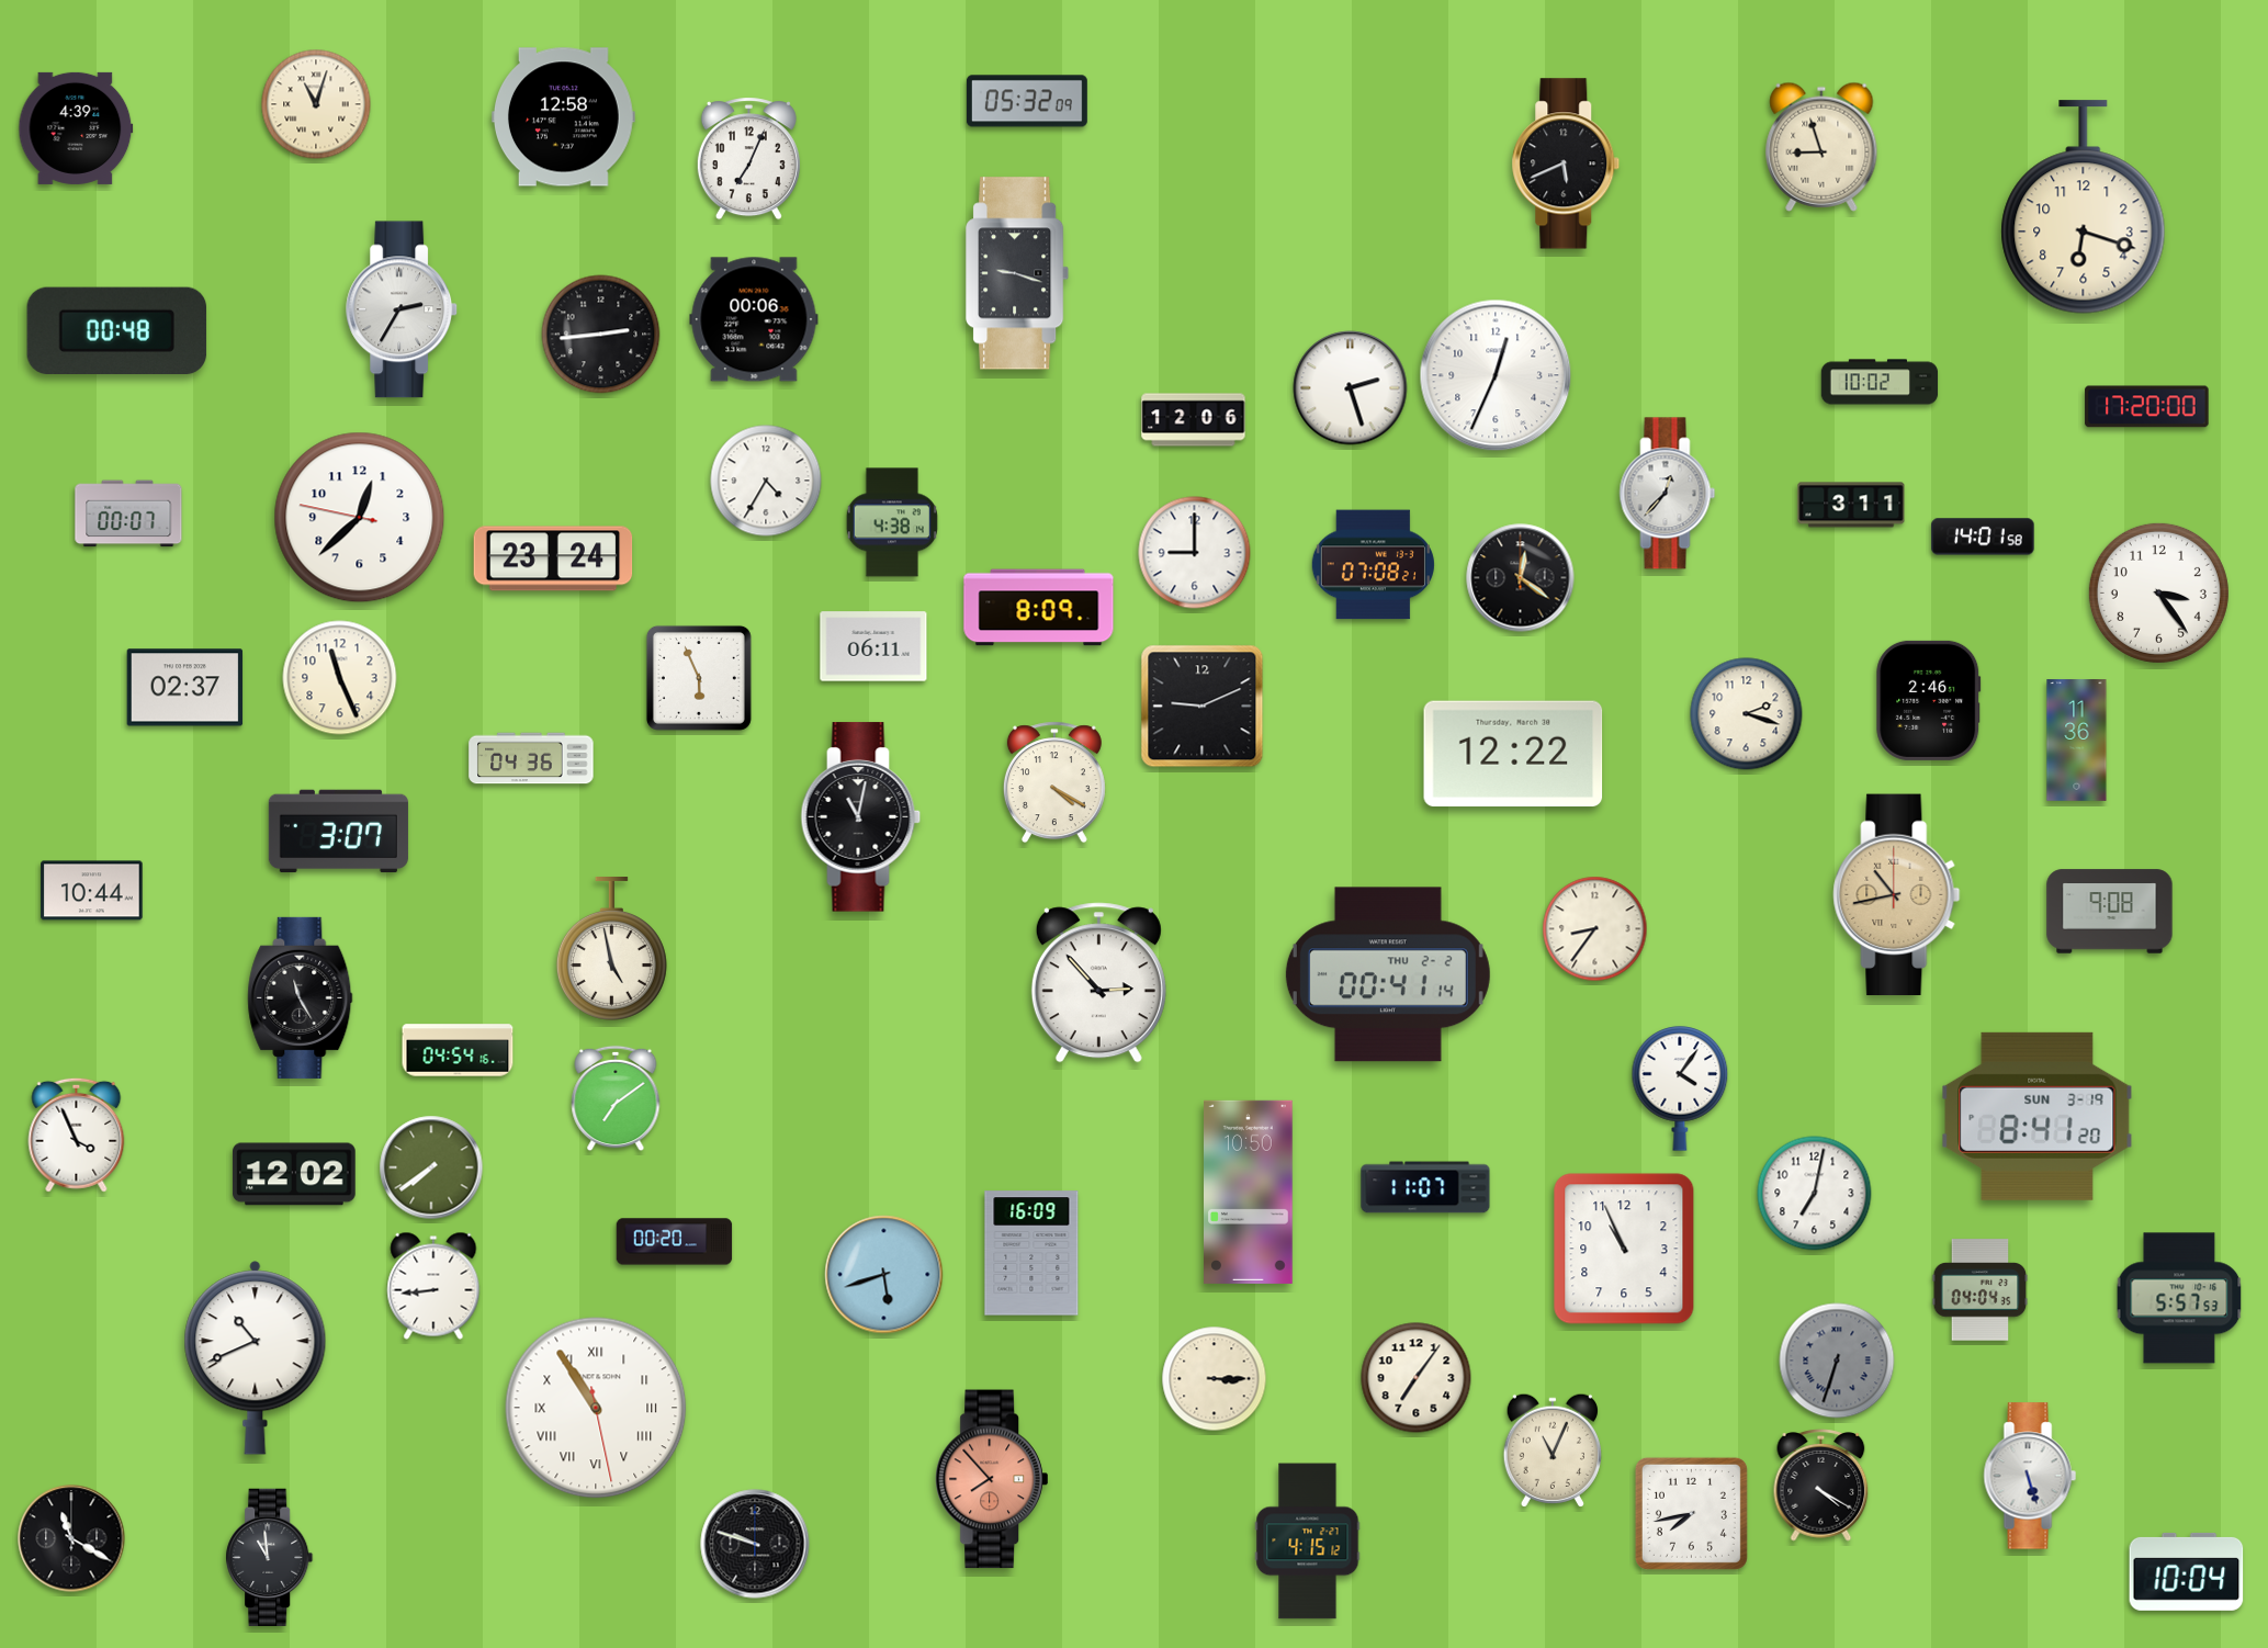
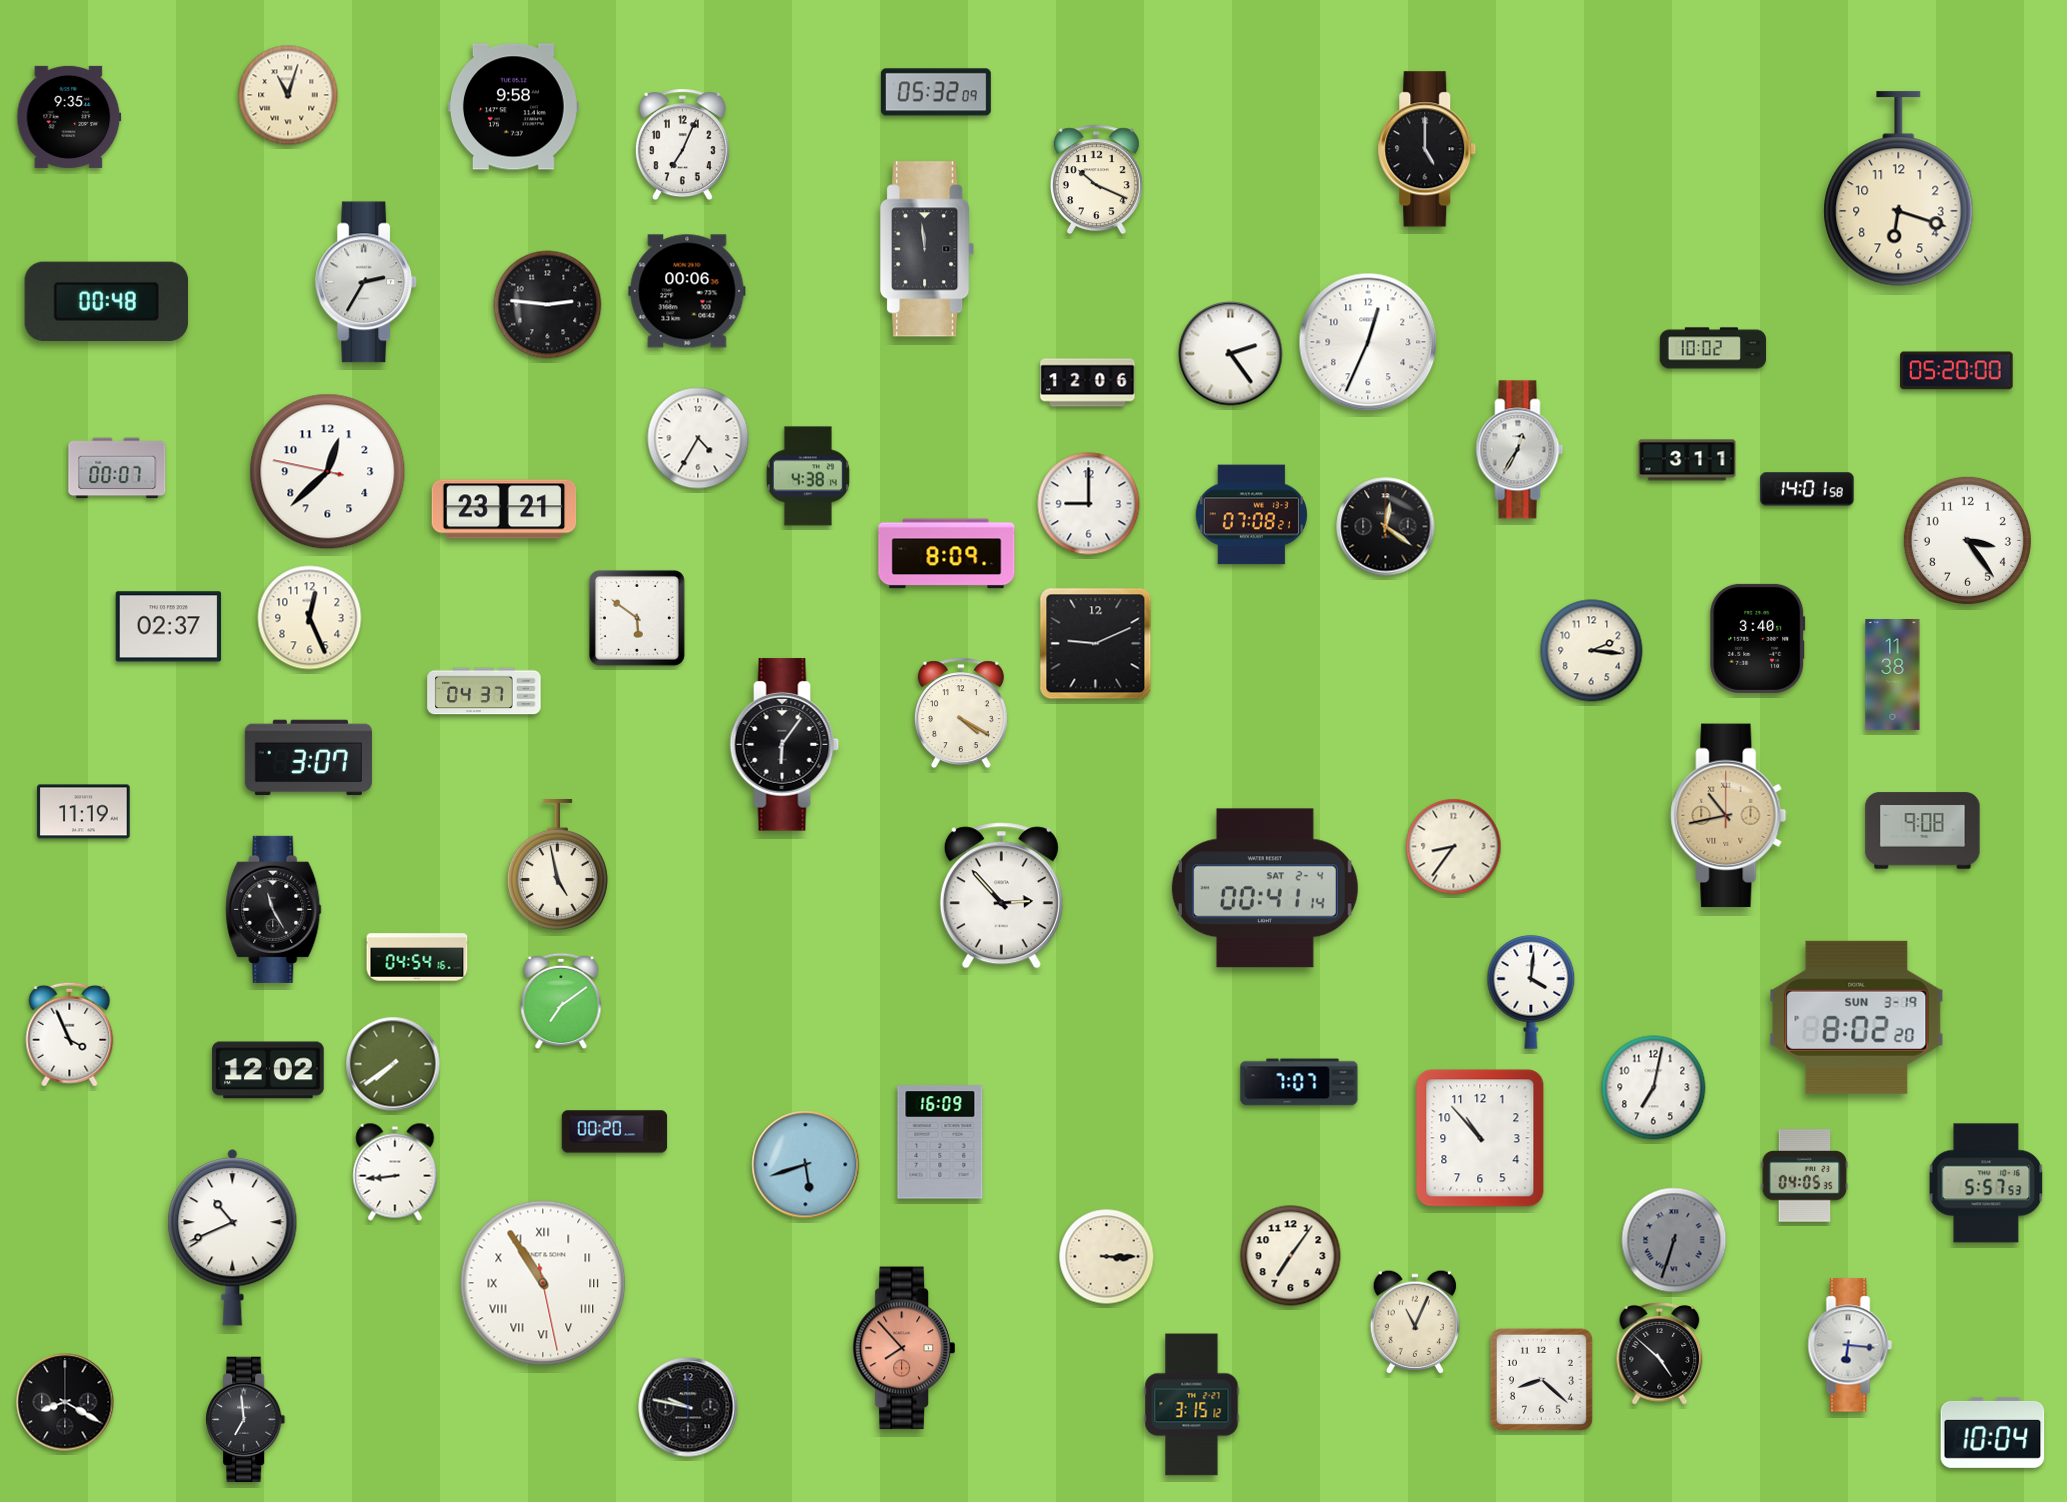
clock at (563, 117): 12:58 -> 9:58
clock at (76, 128): 4:39 -> 9:35
clock at (1821, 147): 8:57 -> none
clock at (1566, 163): 5:41 -> 5:00
clock at (1096, 180): none -> 10:19
clock at (1018, 273): 9:18 -> 11:59
clock at (601, 335): 2:44 -> 2:46
clock at (1496, 375) position: (1496, 375) -> (1368, 342)
clock at (1351, 388): 2:27 -> 2:24
clock at (2147, 407): 17:20 -> 05:20
clock at (1668, 494): 12:37 -> 12:35
clock at (892, 522) position: (892, 522) -> (808, 476)
clock at (553, 558): 23:24 -> 23:21
clock at (873, 646): 06:11 -> none
clock at (340, 678): 11:26 -> 12:26
clock at (699, 678): 5:56 -> 5:51
clock at (1929, 700): 2:46 -> 3:40
clock at (1747, 714): 2:18 -> 2:16
clock at (2077, 741): 11:36 -> 11:38
clock at (1513, 754): 12:22 -> none
clock at (531, 758): 04:36 -> 04:37
clock at (861, 817): 11:02 -> 6:06
clock at (92, 891): 10:44 -> 11:19
clock at (1388, 974) date: THU 2-2 -> SAT 2-4
clock at (1680, 1088): 4:06 -> 4:01
clock at (2038, 1116): 8:41 -> 8:02
clock at (1425, 1187): 11:07 -> 7:07
clock at (1249, 1192): 10:50 -> none
clock at (1624, 1249): 10:56 -> 10:53
clock at (884, 1275) position: (884, 1275) -> (806, 1165)
clock at (1981, 1290): 04:04 -> 04:05
clock at (2030, 1476): 5:27 -> 6:16
clock at (1821, 1486): 4:20 -> 4:52
clock at (1691, 1513): 7:43 -> 8:22
clock at (71, 1538): 11:20 -> 8:20
clock at (1308, 1542): 4:15 -> 3:15
clock at (755, 1544): 9:48 -> 9:47
clock at (270, 1558): 10:59 -> 6:59
